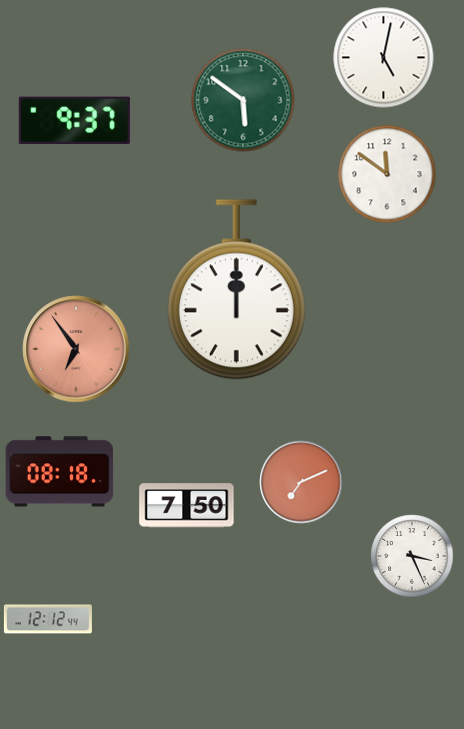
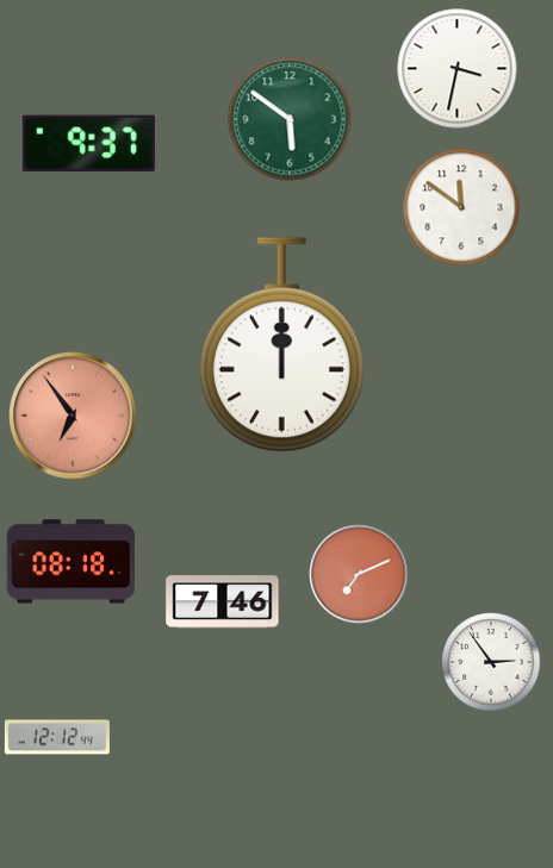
clock at (384, 58): 5:02 -> 3:32
clock at (76, 349) position: (76, 349) -> (73, 416)
clock at (187, 506): 7:50 -> 7:46
clock at (412, 556): 3:26 -> 2:54
